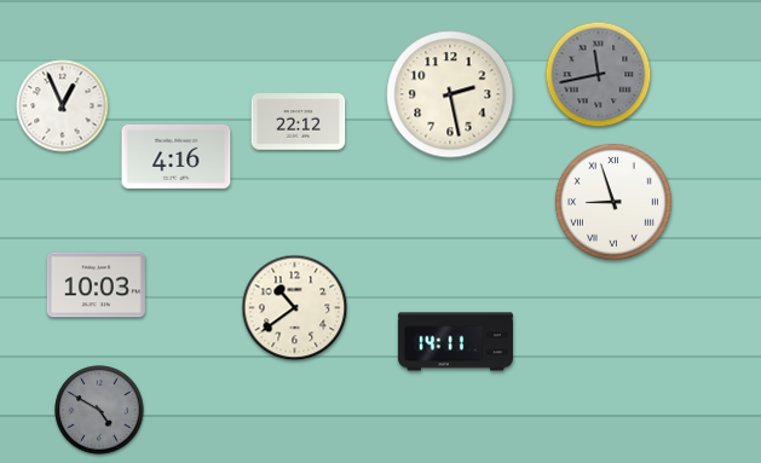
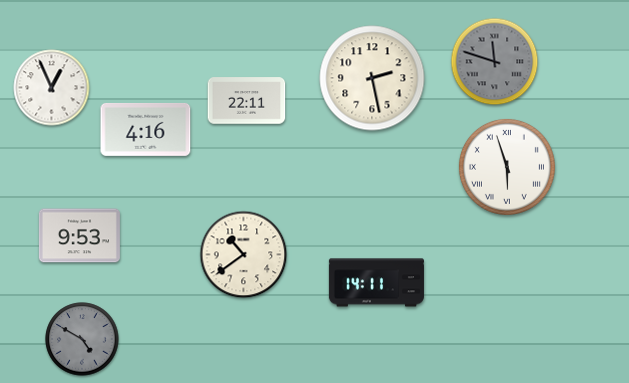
clock at (599, 75): 11:43 -> 11:48
clock at (299, 122): 22:12 -> 22:11
clock at (613, 202): 8:57 -> 5:57
clock at (96, 285): 10:03 -> 9:53
